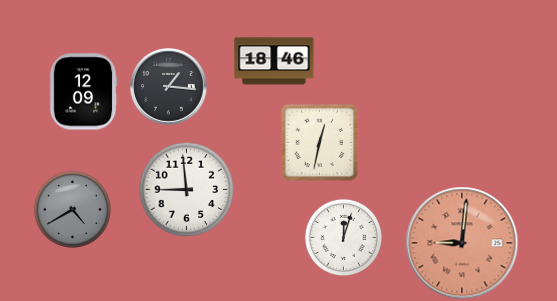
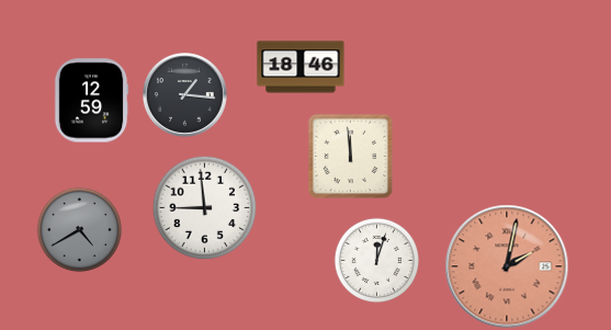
clock at (83, 92): 12:09 -> 12:59
clock at (319, 142): 12:32 -> 11:59
clock at (462, 243): 9:01 -> 2:02
